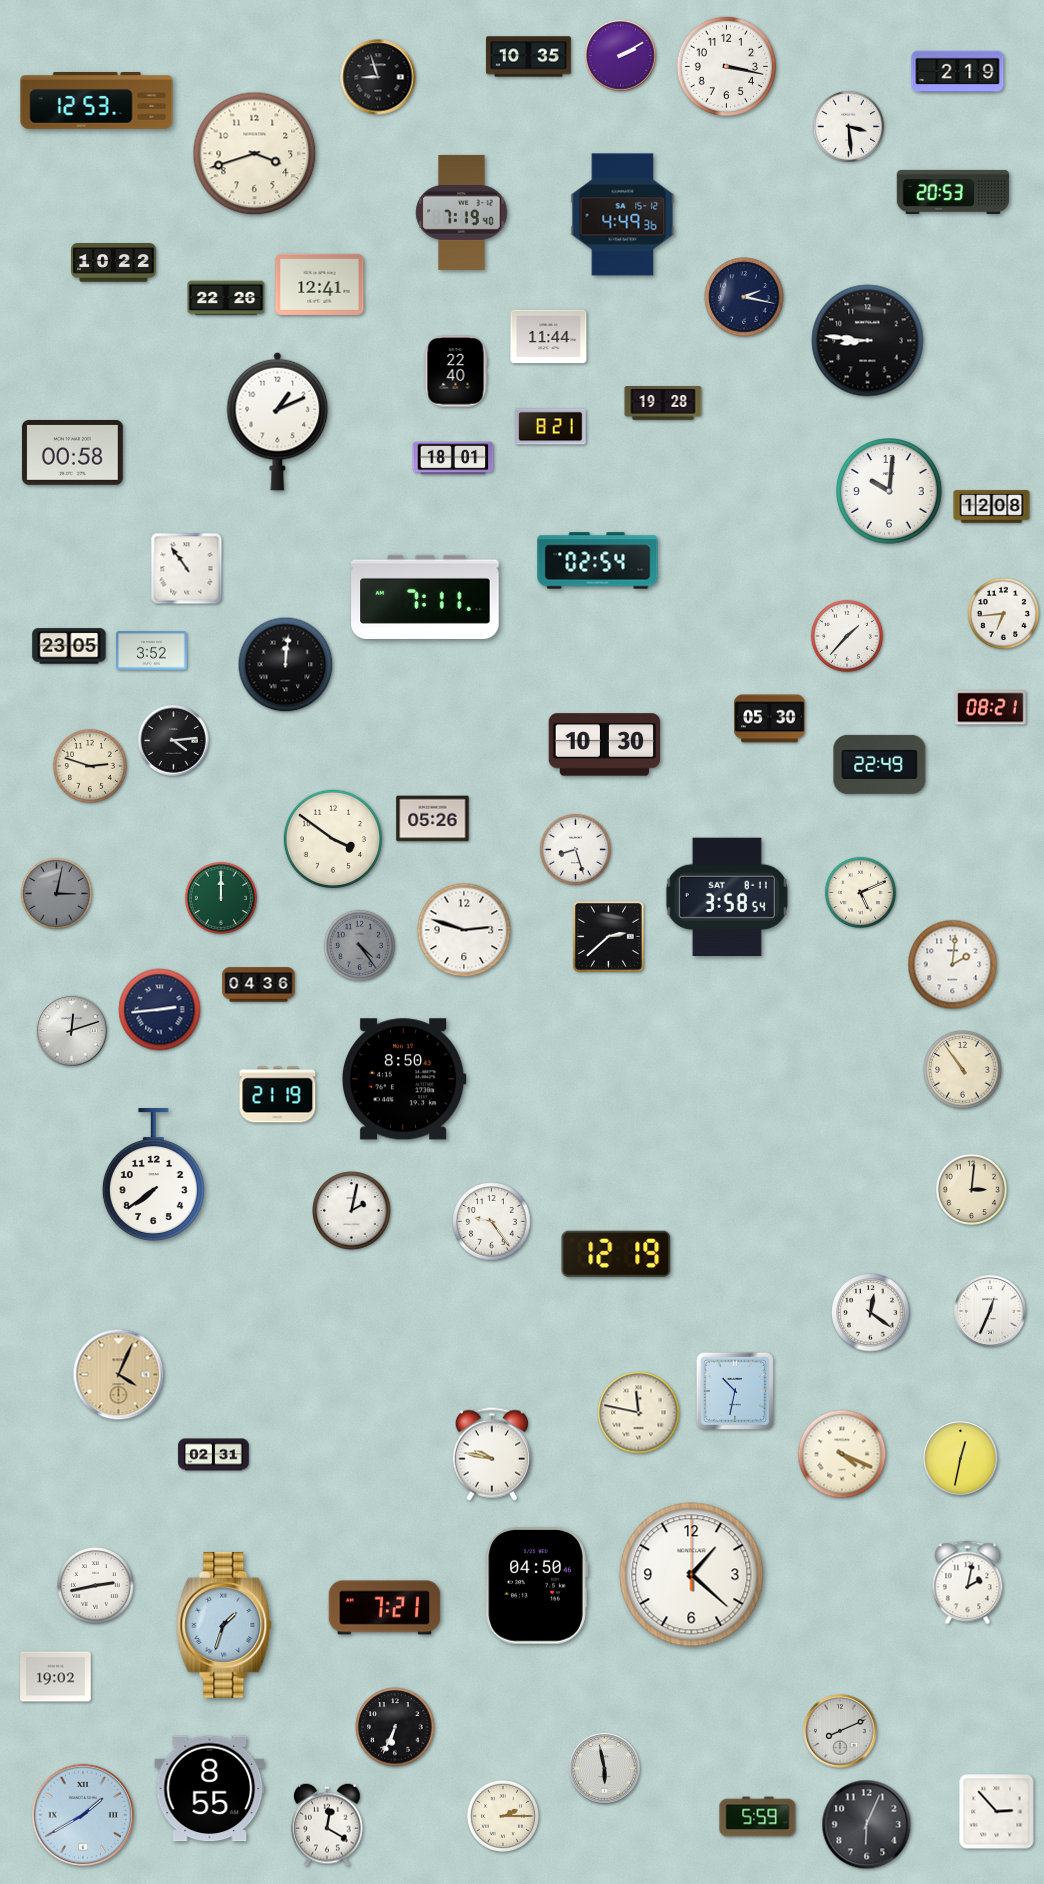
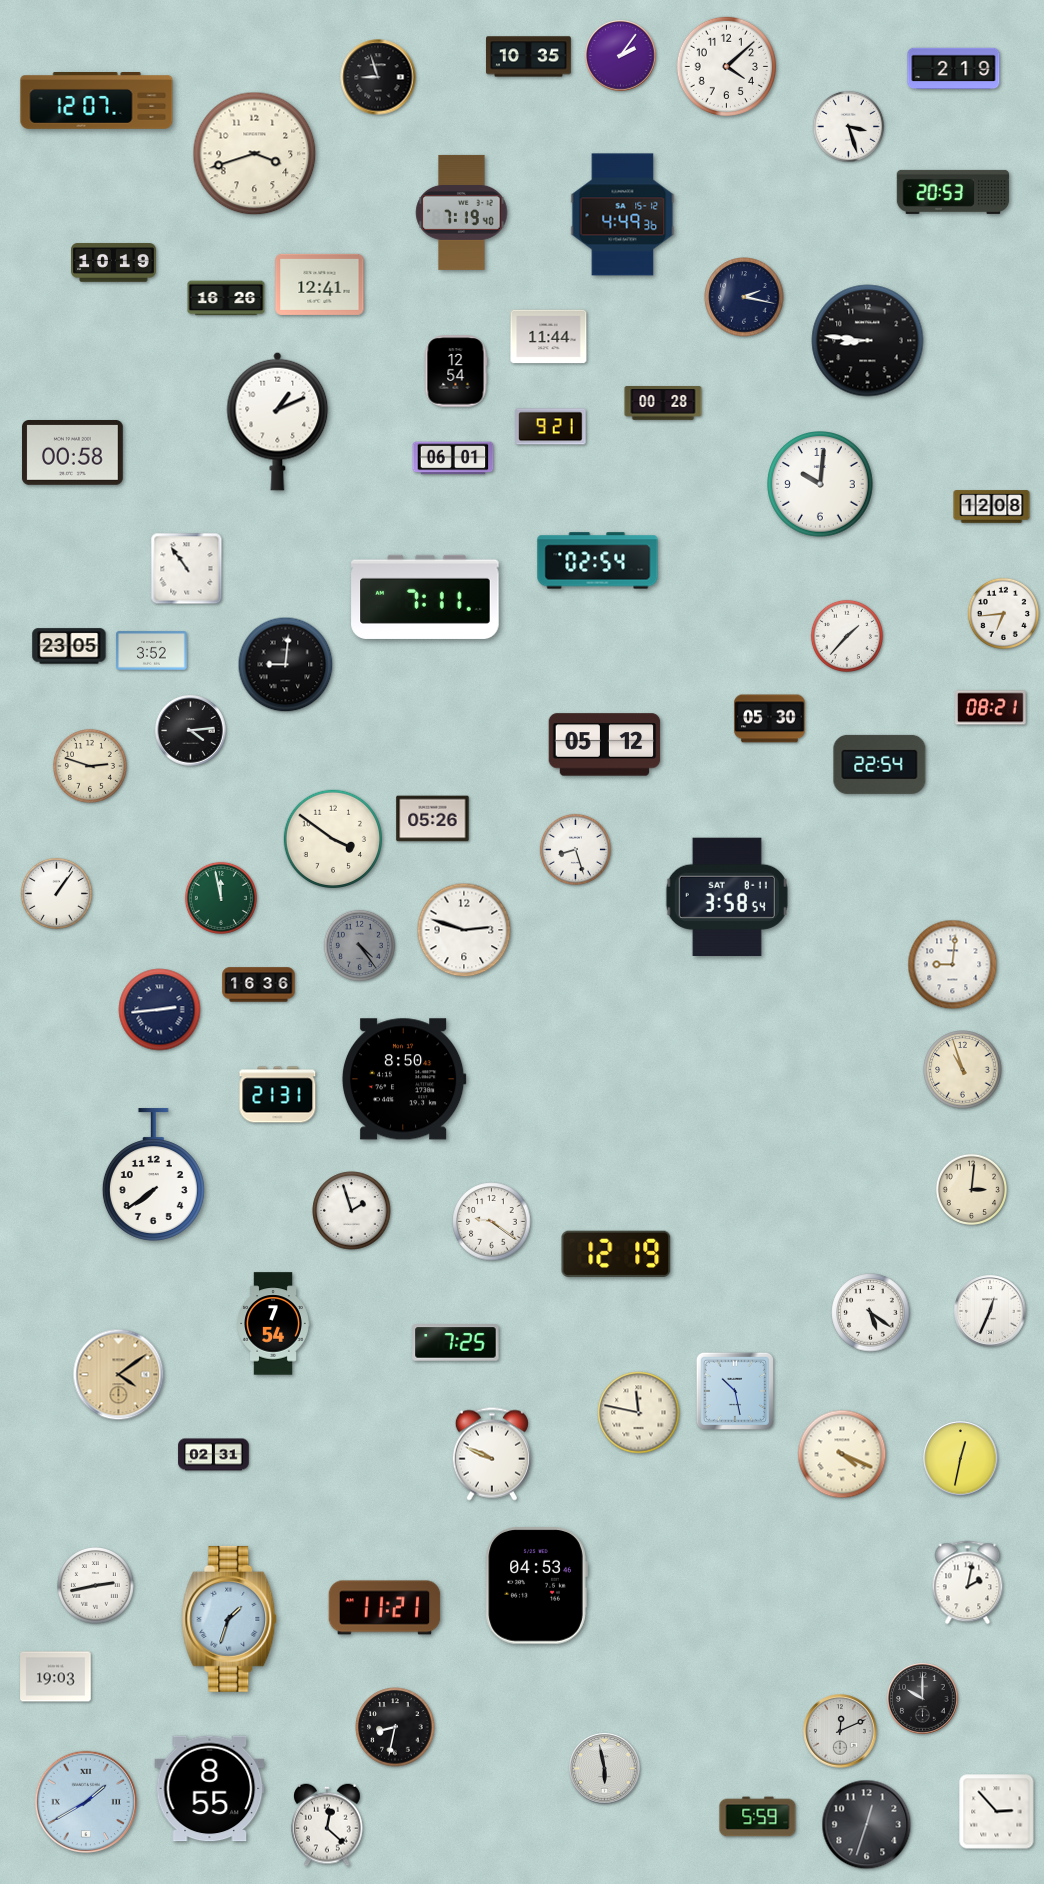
clock at (621, 56): 2:10 -> 2:06
clock at (726, 66): 3:17 -> 4:08
clock at (958, 71) position: (958, 71) -> (954, 68)
clock at (97, 101): 12:53 -> 12:07
clock at (848, 126): 3:29 -> 3:27
clock at (114, 263): 10:22 -> 10:19
clock at (226, 298): 22:26 -> 16:26
clock at (456, 371): 22:40 -> 12:54
clock at (663, 403): 19:28 -> 00:28
clock at (551, 427): 8:21 -> 9:21
clock at (453, 458): 18:01 -> 06:01
clock at (889, 491) position: (889, 491) -> (820, 484)
clock at (286, 665): 12:01 -> 9:01
clock at (174, 741) position: (174, 741) -> (191, 731)
clock at (605, 745): 10:30 -> 05:12
clock at (880, 764): 22:49 -> 22:54
clock at (860, 892): 5:11 -> none
clock at (56, 893): 3:02 -> 1:06
clock at (56, 893) dial: grey -> white
clock at (221, 898): 12:00 -> 11:58
clock at (608, 936): 2:38 -> none
clock at (953, 965): 2:01 -> 9:01
clock at (259, 985): 04:36 -> 16:36
clock at (72, 1031): 12:12 -> none
clock at (963, 1070): 10:54 -> 10:57
clock at (278, 1095): 21:19 -> 21:31
clock at (352, 1211): 2:02 -> 1:57
clock at (492, 1222): 9:24 -> 9:21
clock at (871, 1313): 12:21 -> 5:21
clock at (273, 1324): none -> 7:54
clock at (456, 1343): none -> 7:25
clock at (119, 1375): 4:04 -> 4:09
clock at (735, 1391): 10:32 -> 10:28
clock at (492, 1454): 9:47 -> 9:49
clock at (692, 1575): 1:22 -> none
clock at (536, 1586): 04:50 -> 04:53
clock at (385, 1608): 7:21 -> 11:21
clock at (224, 1625) position: (224, 1625) -> (229, 1619)
clock at (56, 1677): 19:02 -> 19:03
clock at (923, 1699): none -> 10:00
clock at (395, 1727): 6:34 -> 8:32
clock at (840, 1731): 8:11 -> 12:11
clock at (83, 1815) position: (83, 1815) -> (86, 1802)
clock at (503, 1816): 2:15 -> none
clock at (327, 1825): 12:20 -> 12:22
clock at (867, 1825): 6:04 -> 12:33
